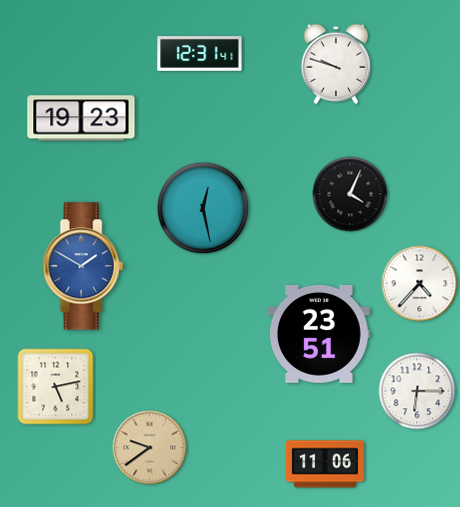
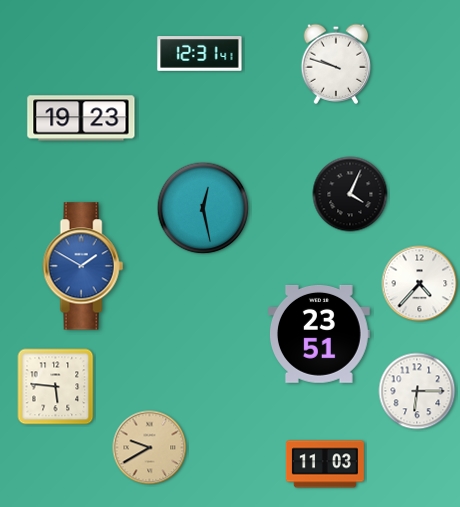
clock at (56, 387): 5:13 -> 5:46
clock at (150, 448): 9:39 -> 9:40
clock at (325, 464): 11:06 -> 11:03
